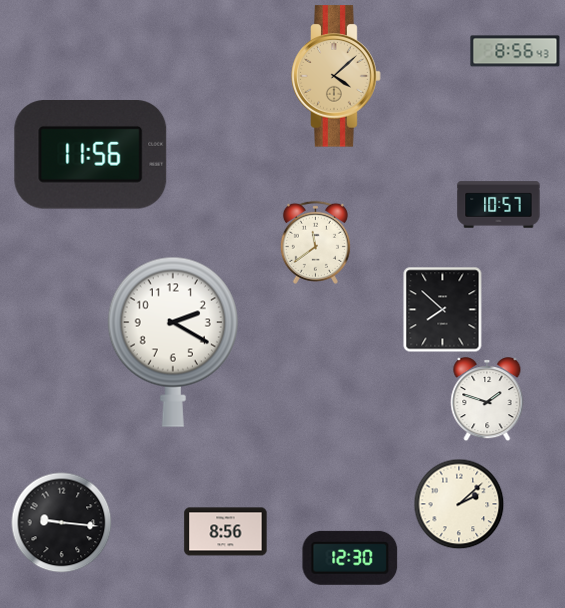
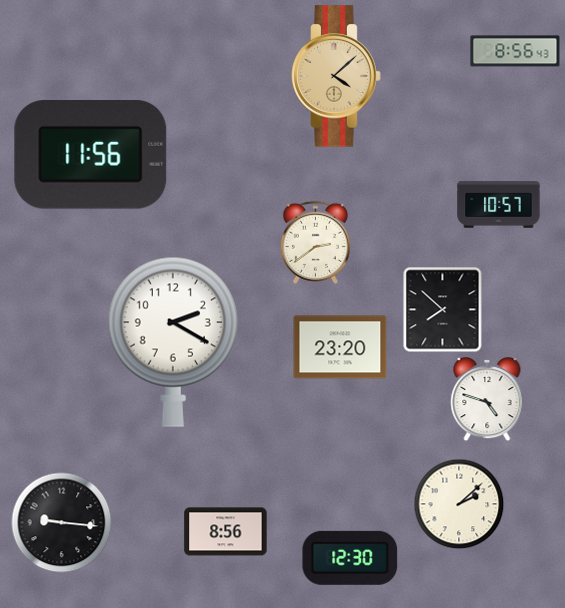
clock at (315, 242): 11:39 -> 2:39
clock at (340, 347): none -> 23:20
clock at (487, 400): 1:48 -> 4:48
